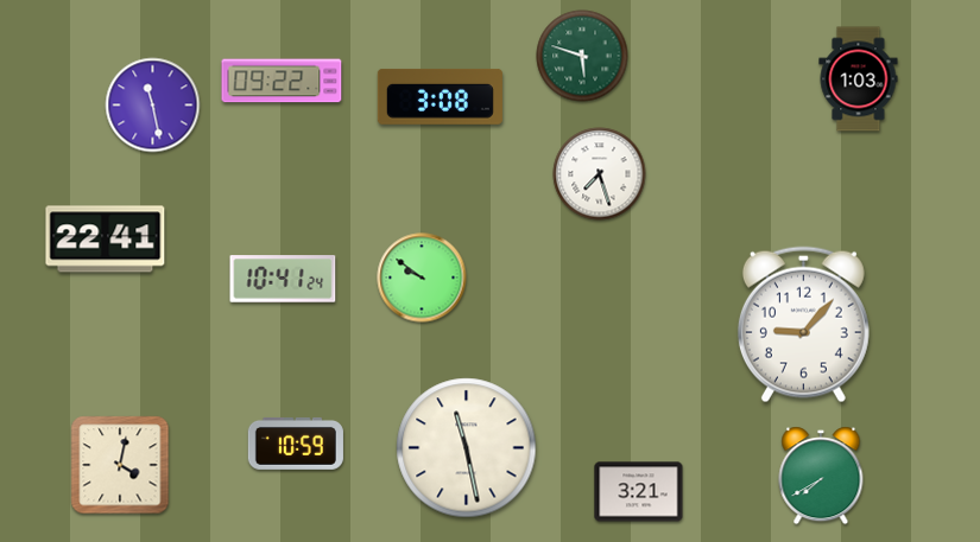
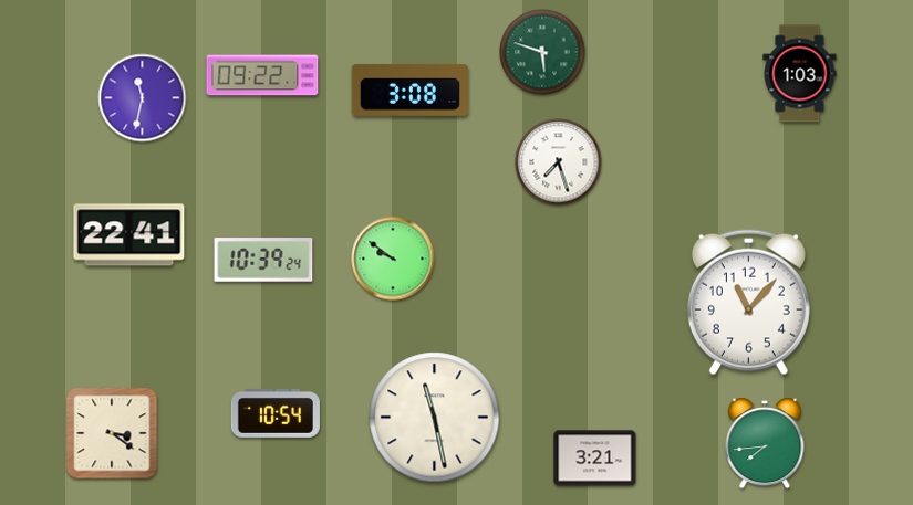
clock at (153, 106): 11:28 -> 11:32
clock at (106, 240) position: (106, 240) -> (129, 235)
clock at (283, 279): 10:41 -> 10:39
clock at (803, 325): 9:07 -> 11:07
clock at (296, 444): 10:59 -> 10:54
clock at (120, 465): 4:02 -> 3:21
clock at (821, 476): 7:40 -> 7:44
